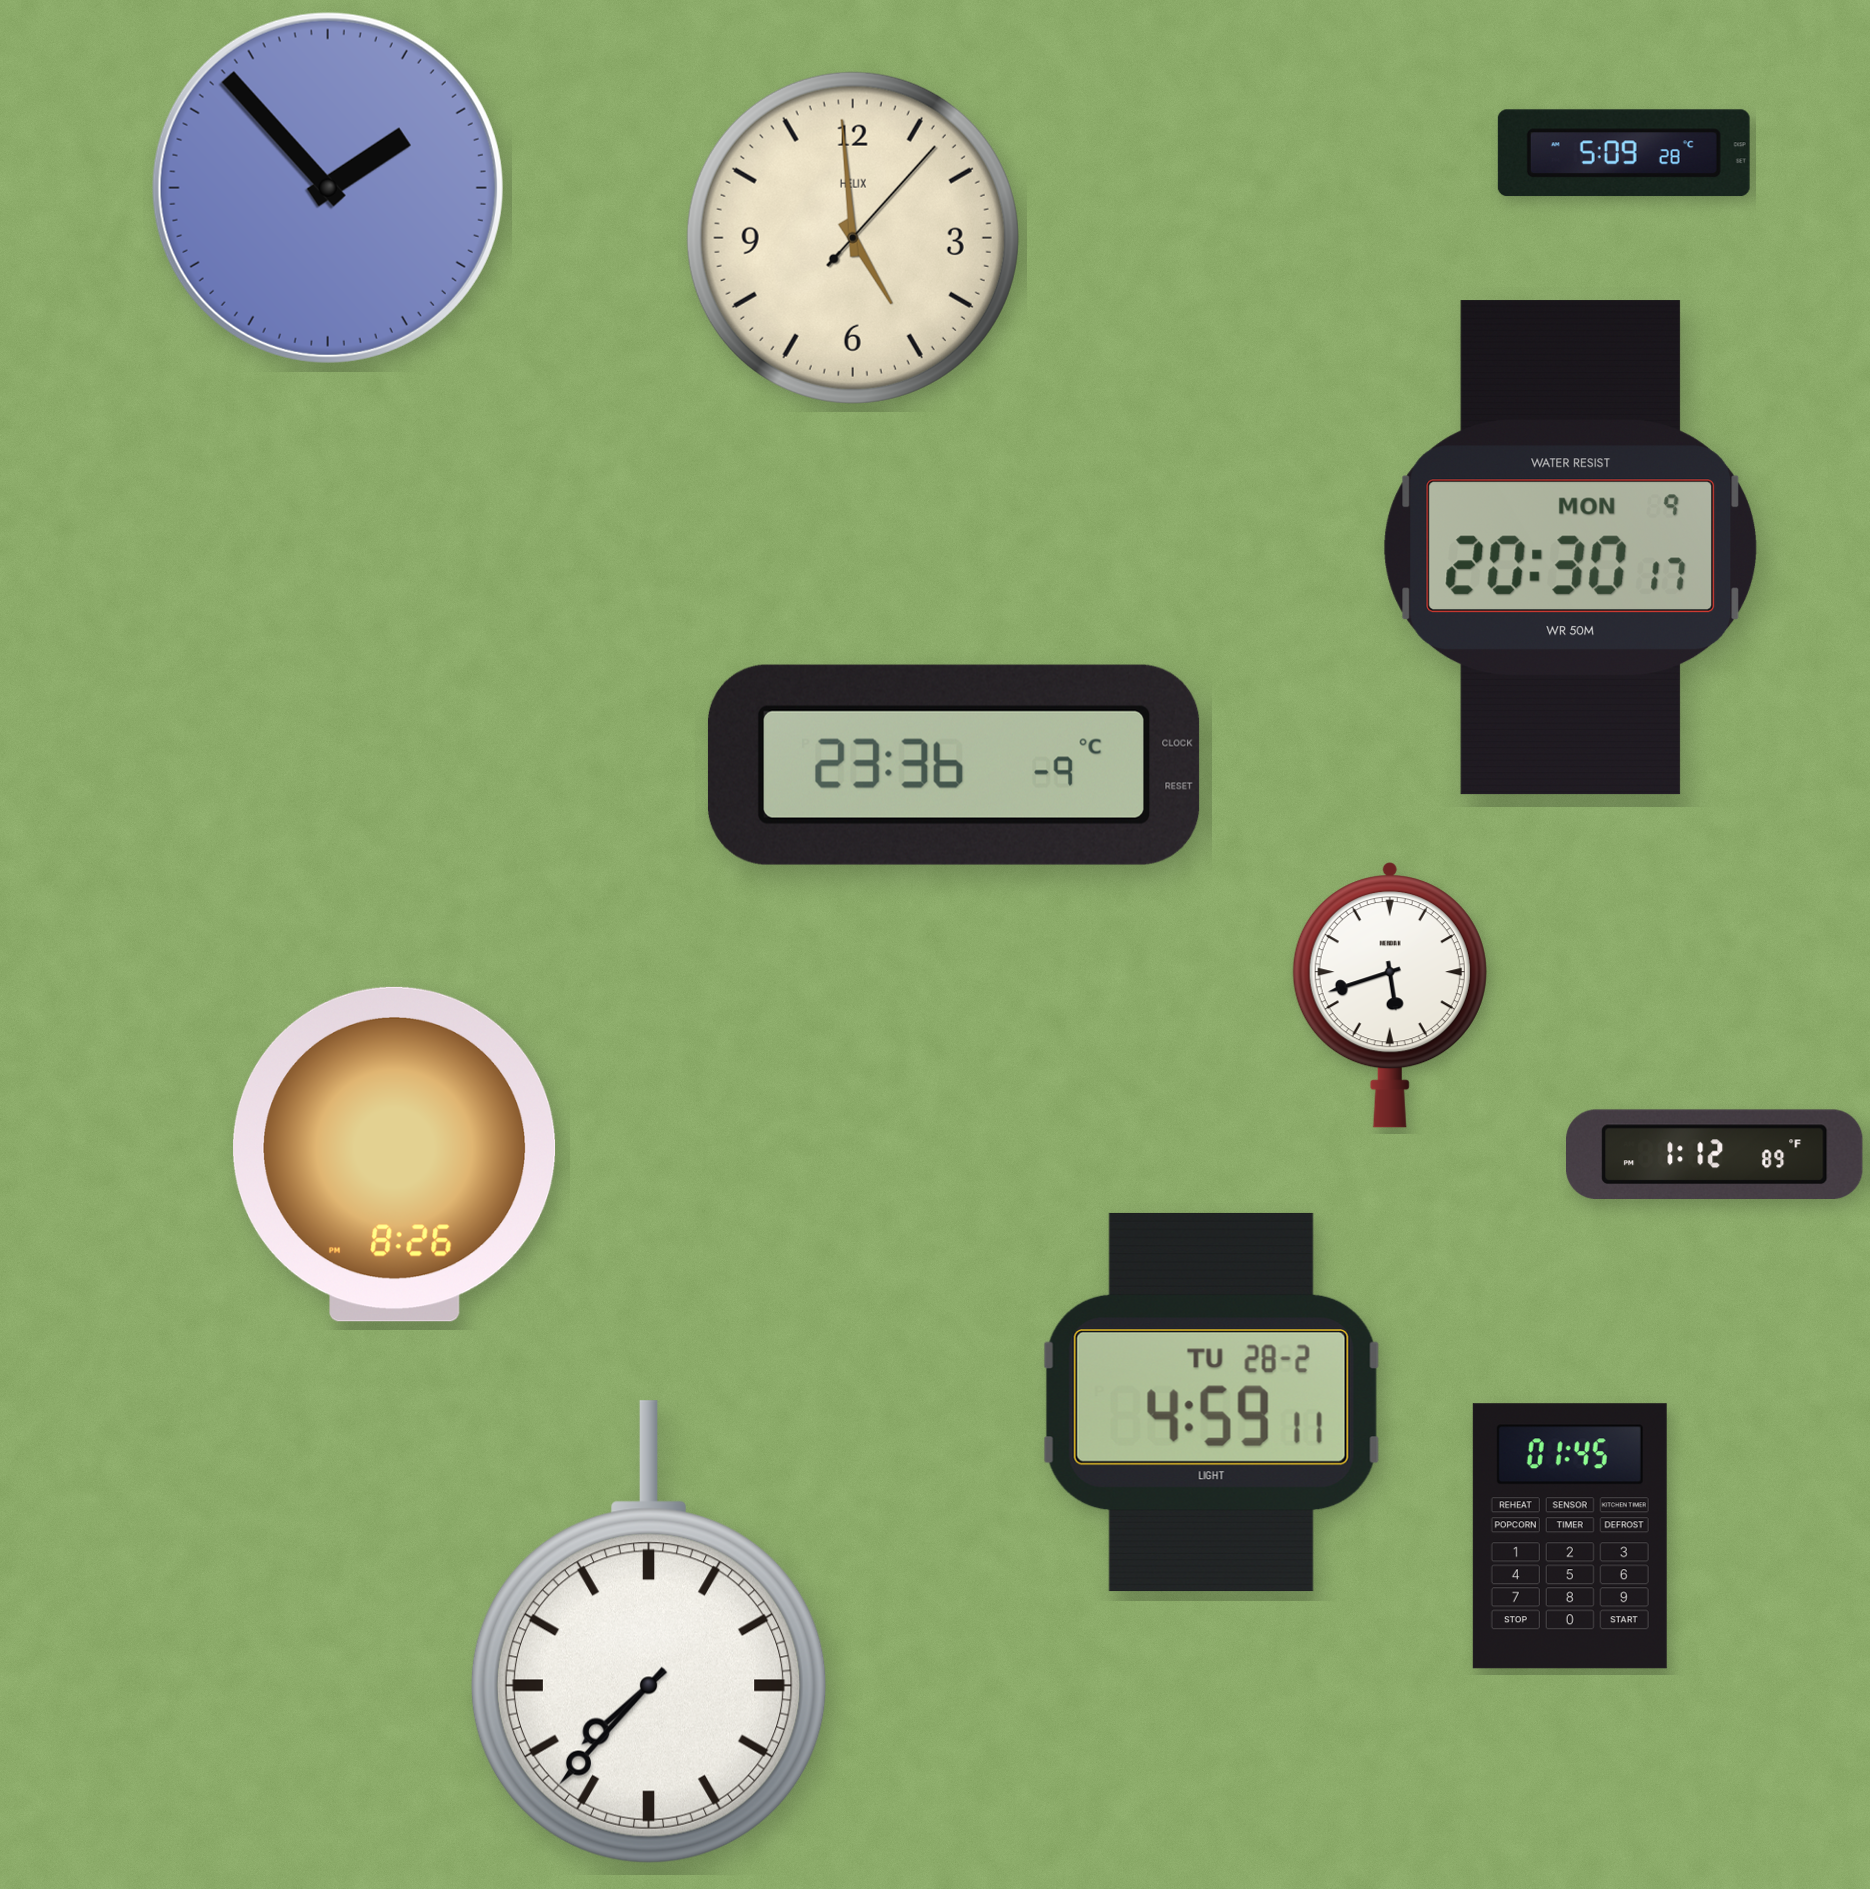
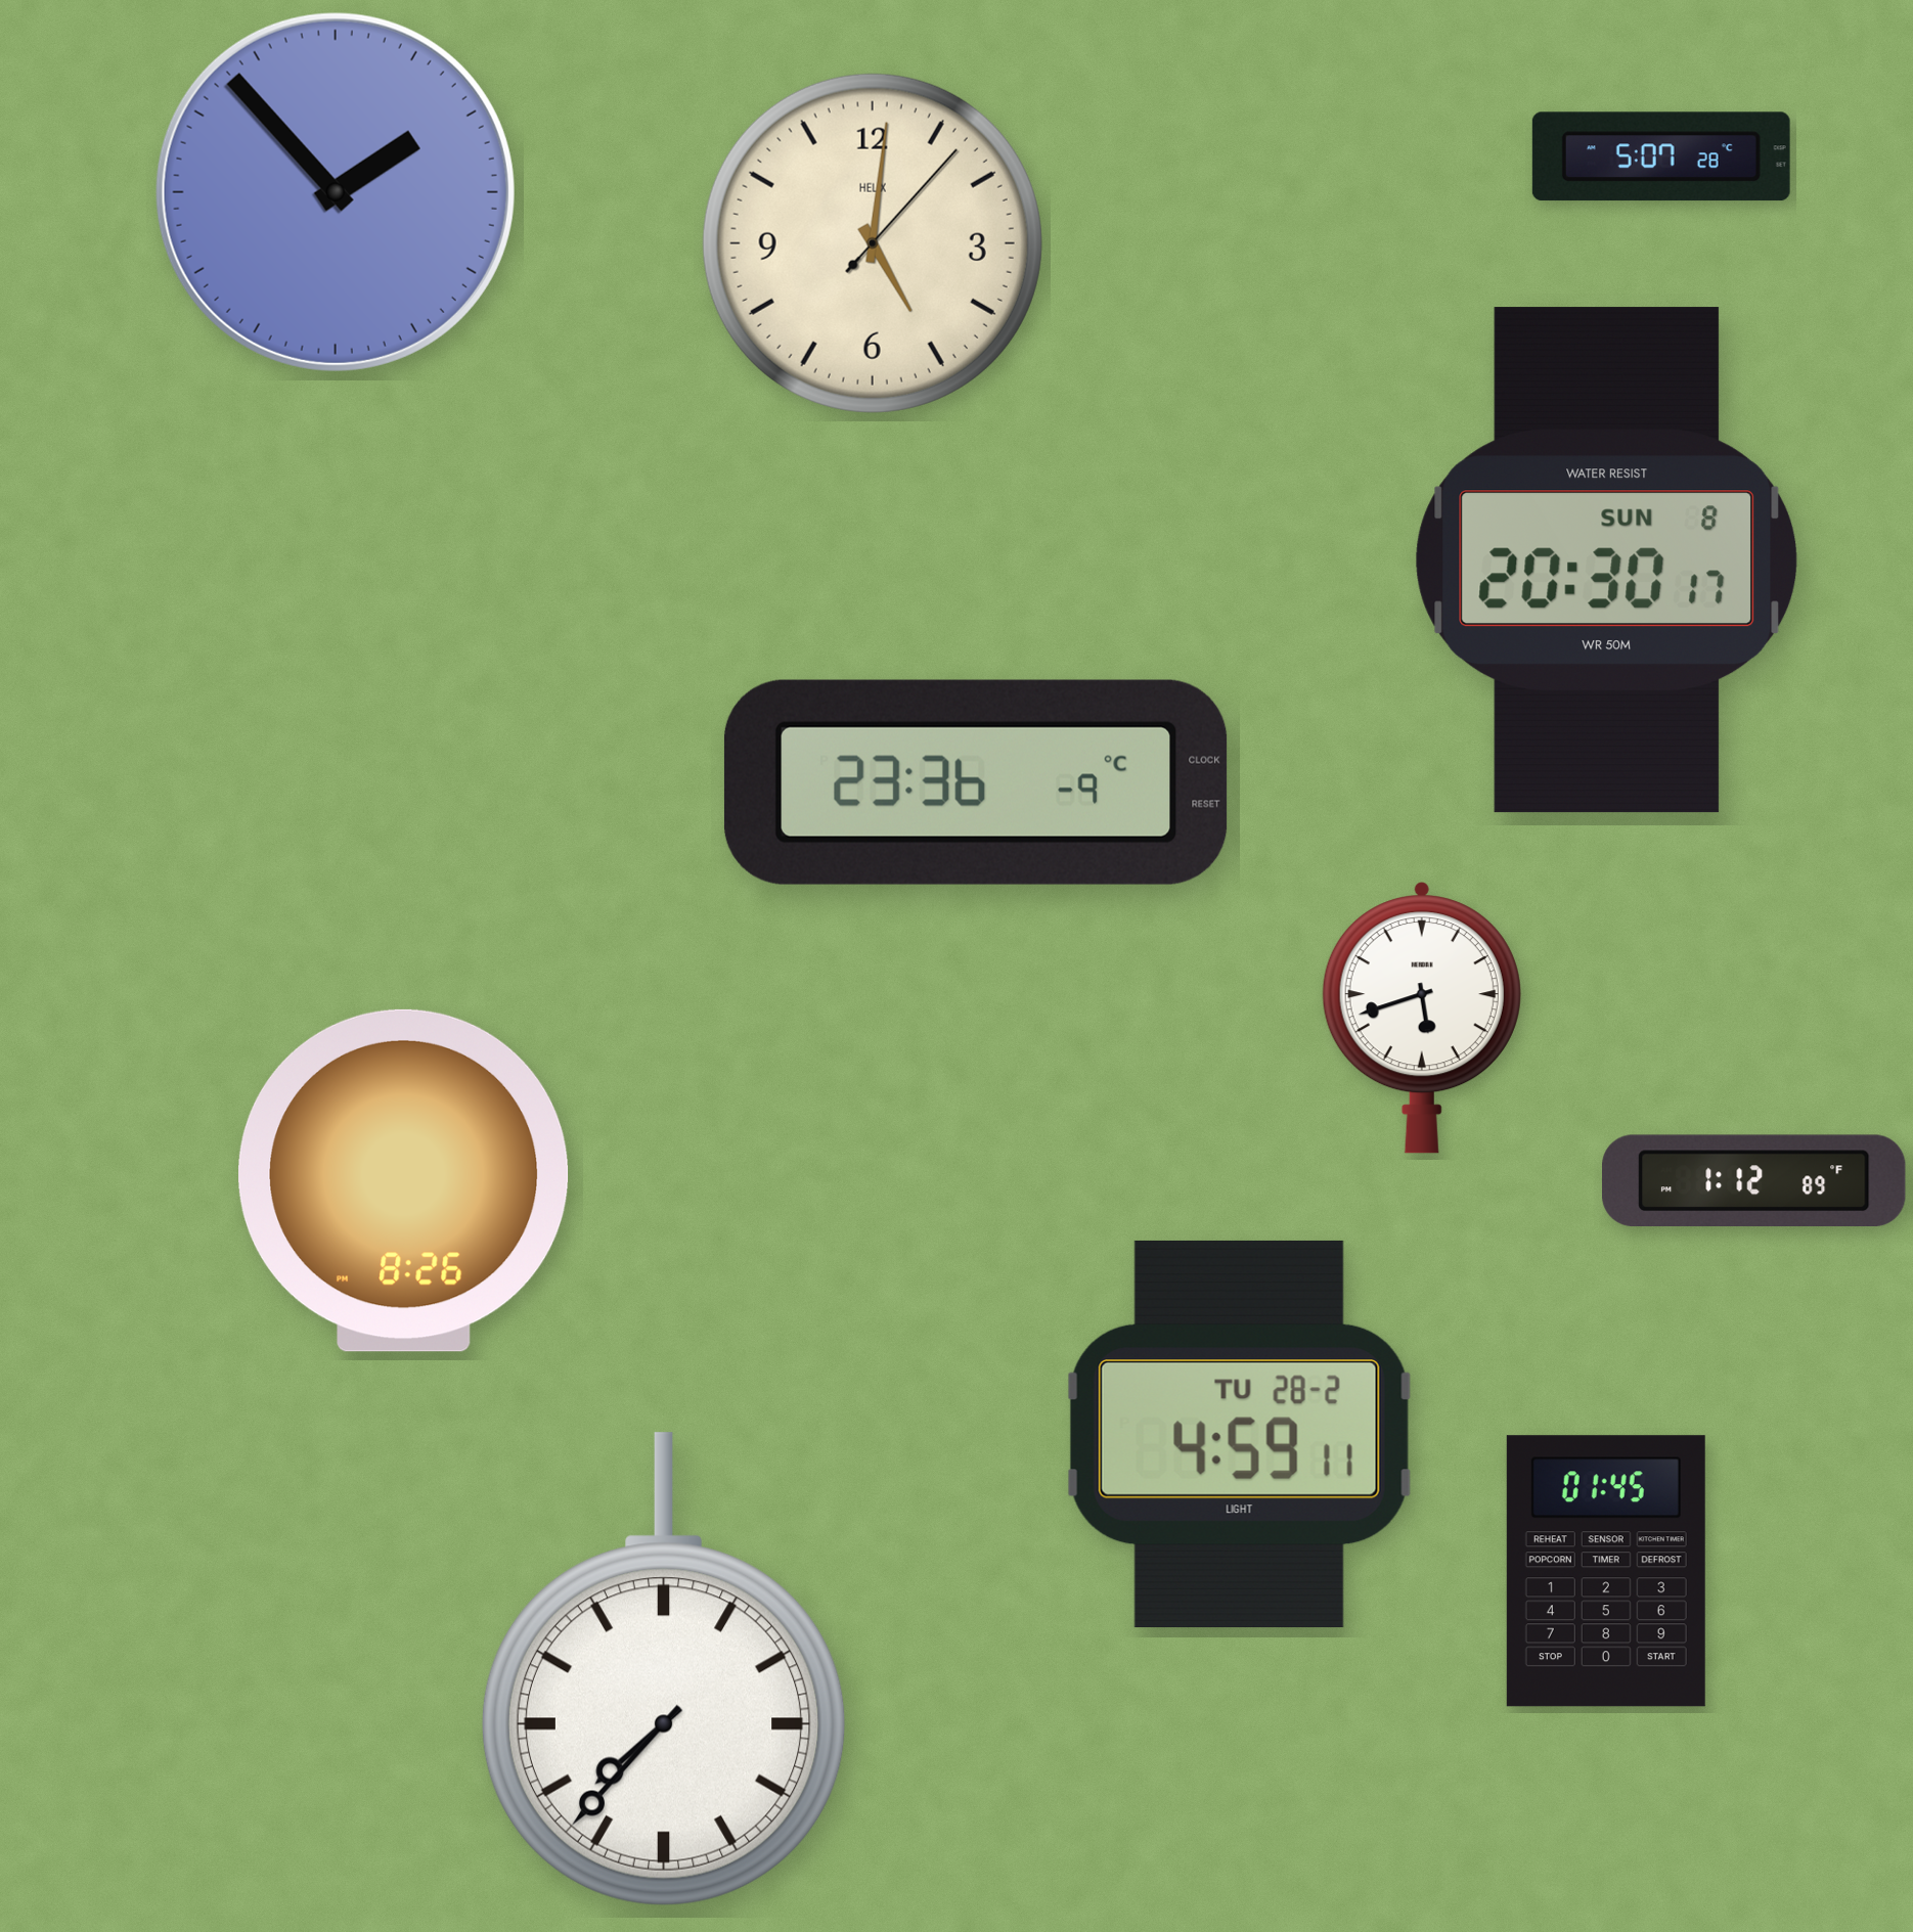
clock at (1624, 153): 5:09 -> 5:07
clock at (853, 238): 4:59 -> 5:01
clock at (1570, 548) date: MON 9 -> SUN 8
